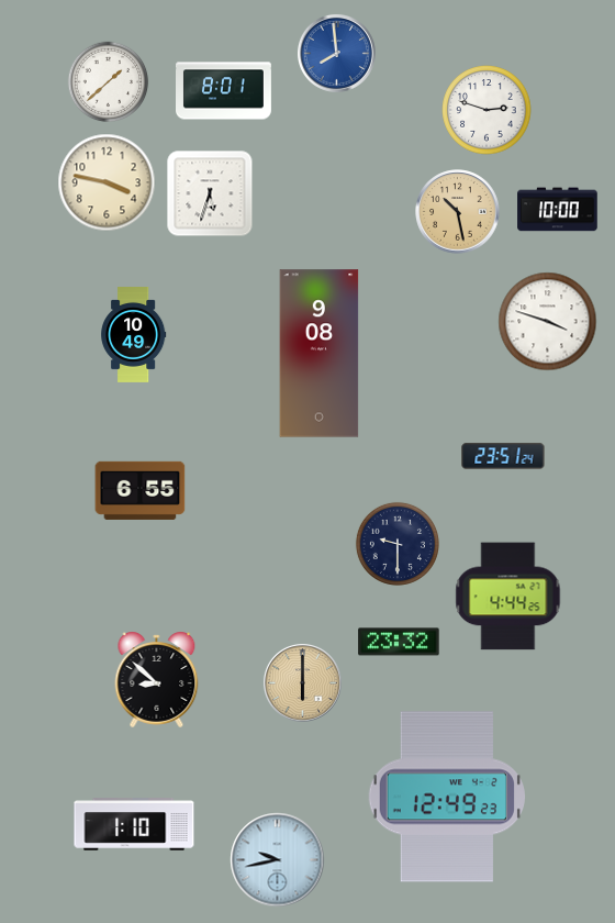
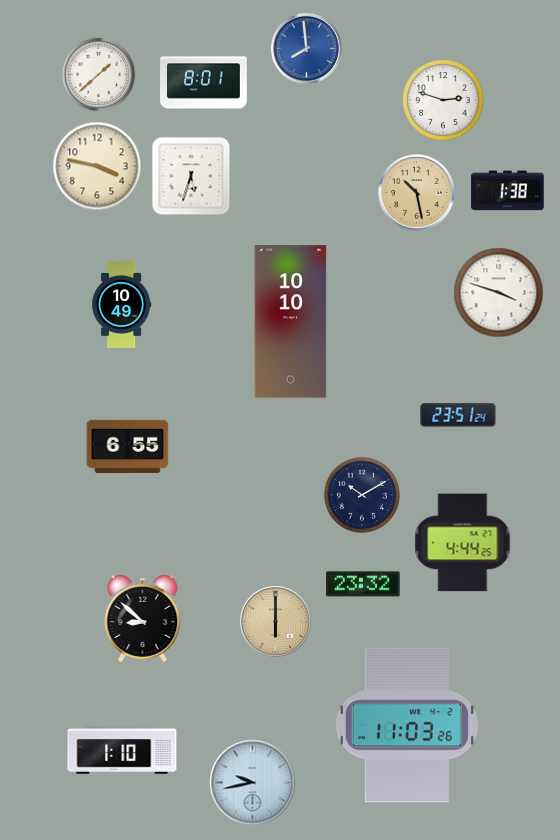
clock at (558, 210): 10:00 -> 1:38
clock at (320, 354): 9:08 -> 10:10
clock at (398, 544): 9:30 -> 10:10
clock at (446, 797): 12:49 -> 11:03
